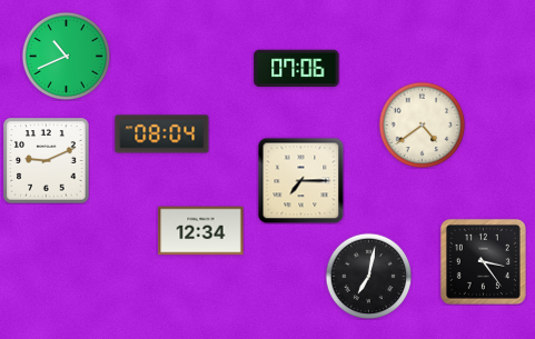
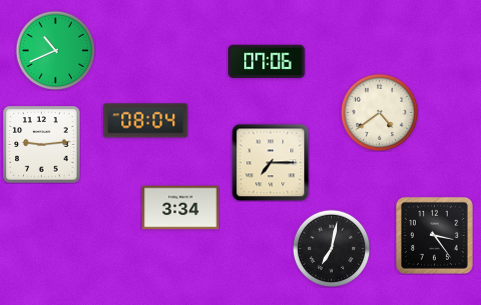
clock at (66, 56) position: (66, 56) -> (55, 50)
clock at (47, 161): 9:11 -> 9:14
clock at (201, 231): 12:34 -> 3:34
